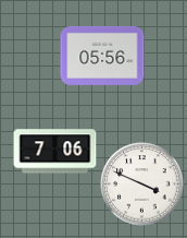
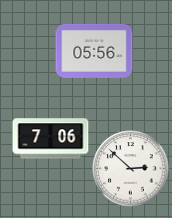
clock at (142, 185): 3:49 -> 2:52
